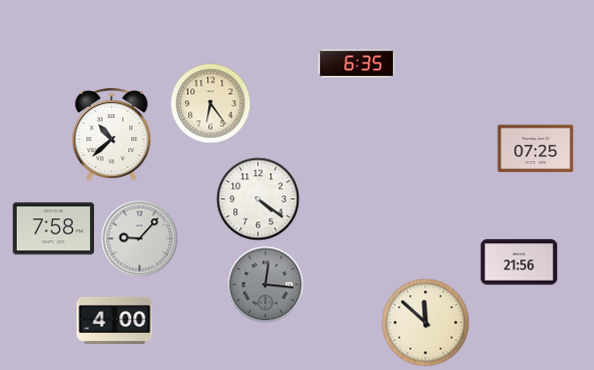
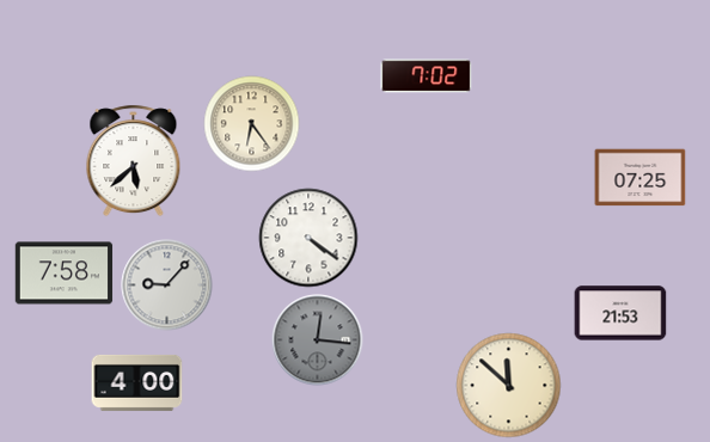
clock at (357, 64): 6:35 -> 7:02
clock at (112, 135): 10:38 -> 5:38
clock at (519, 262): 21:56 -> 21:53
